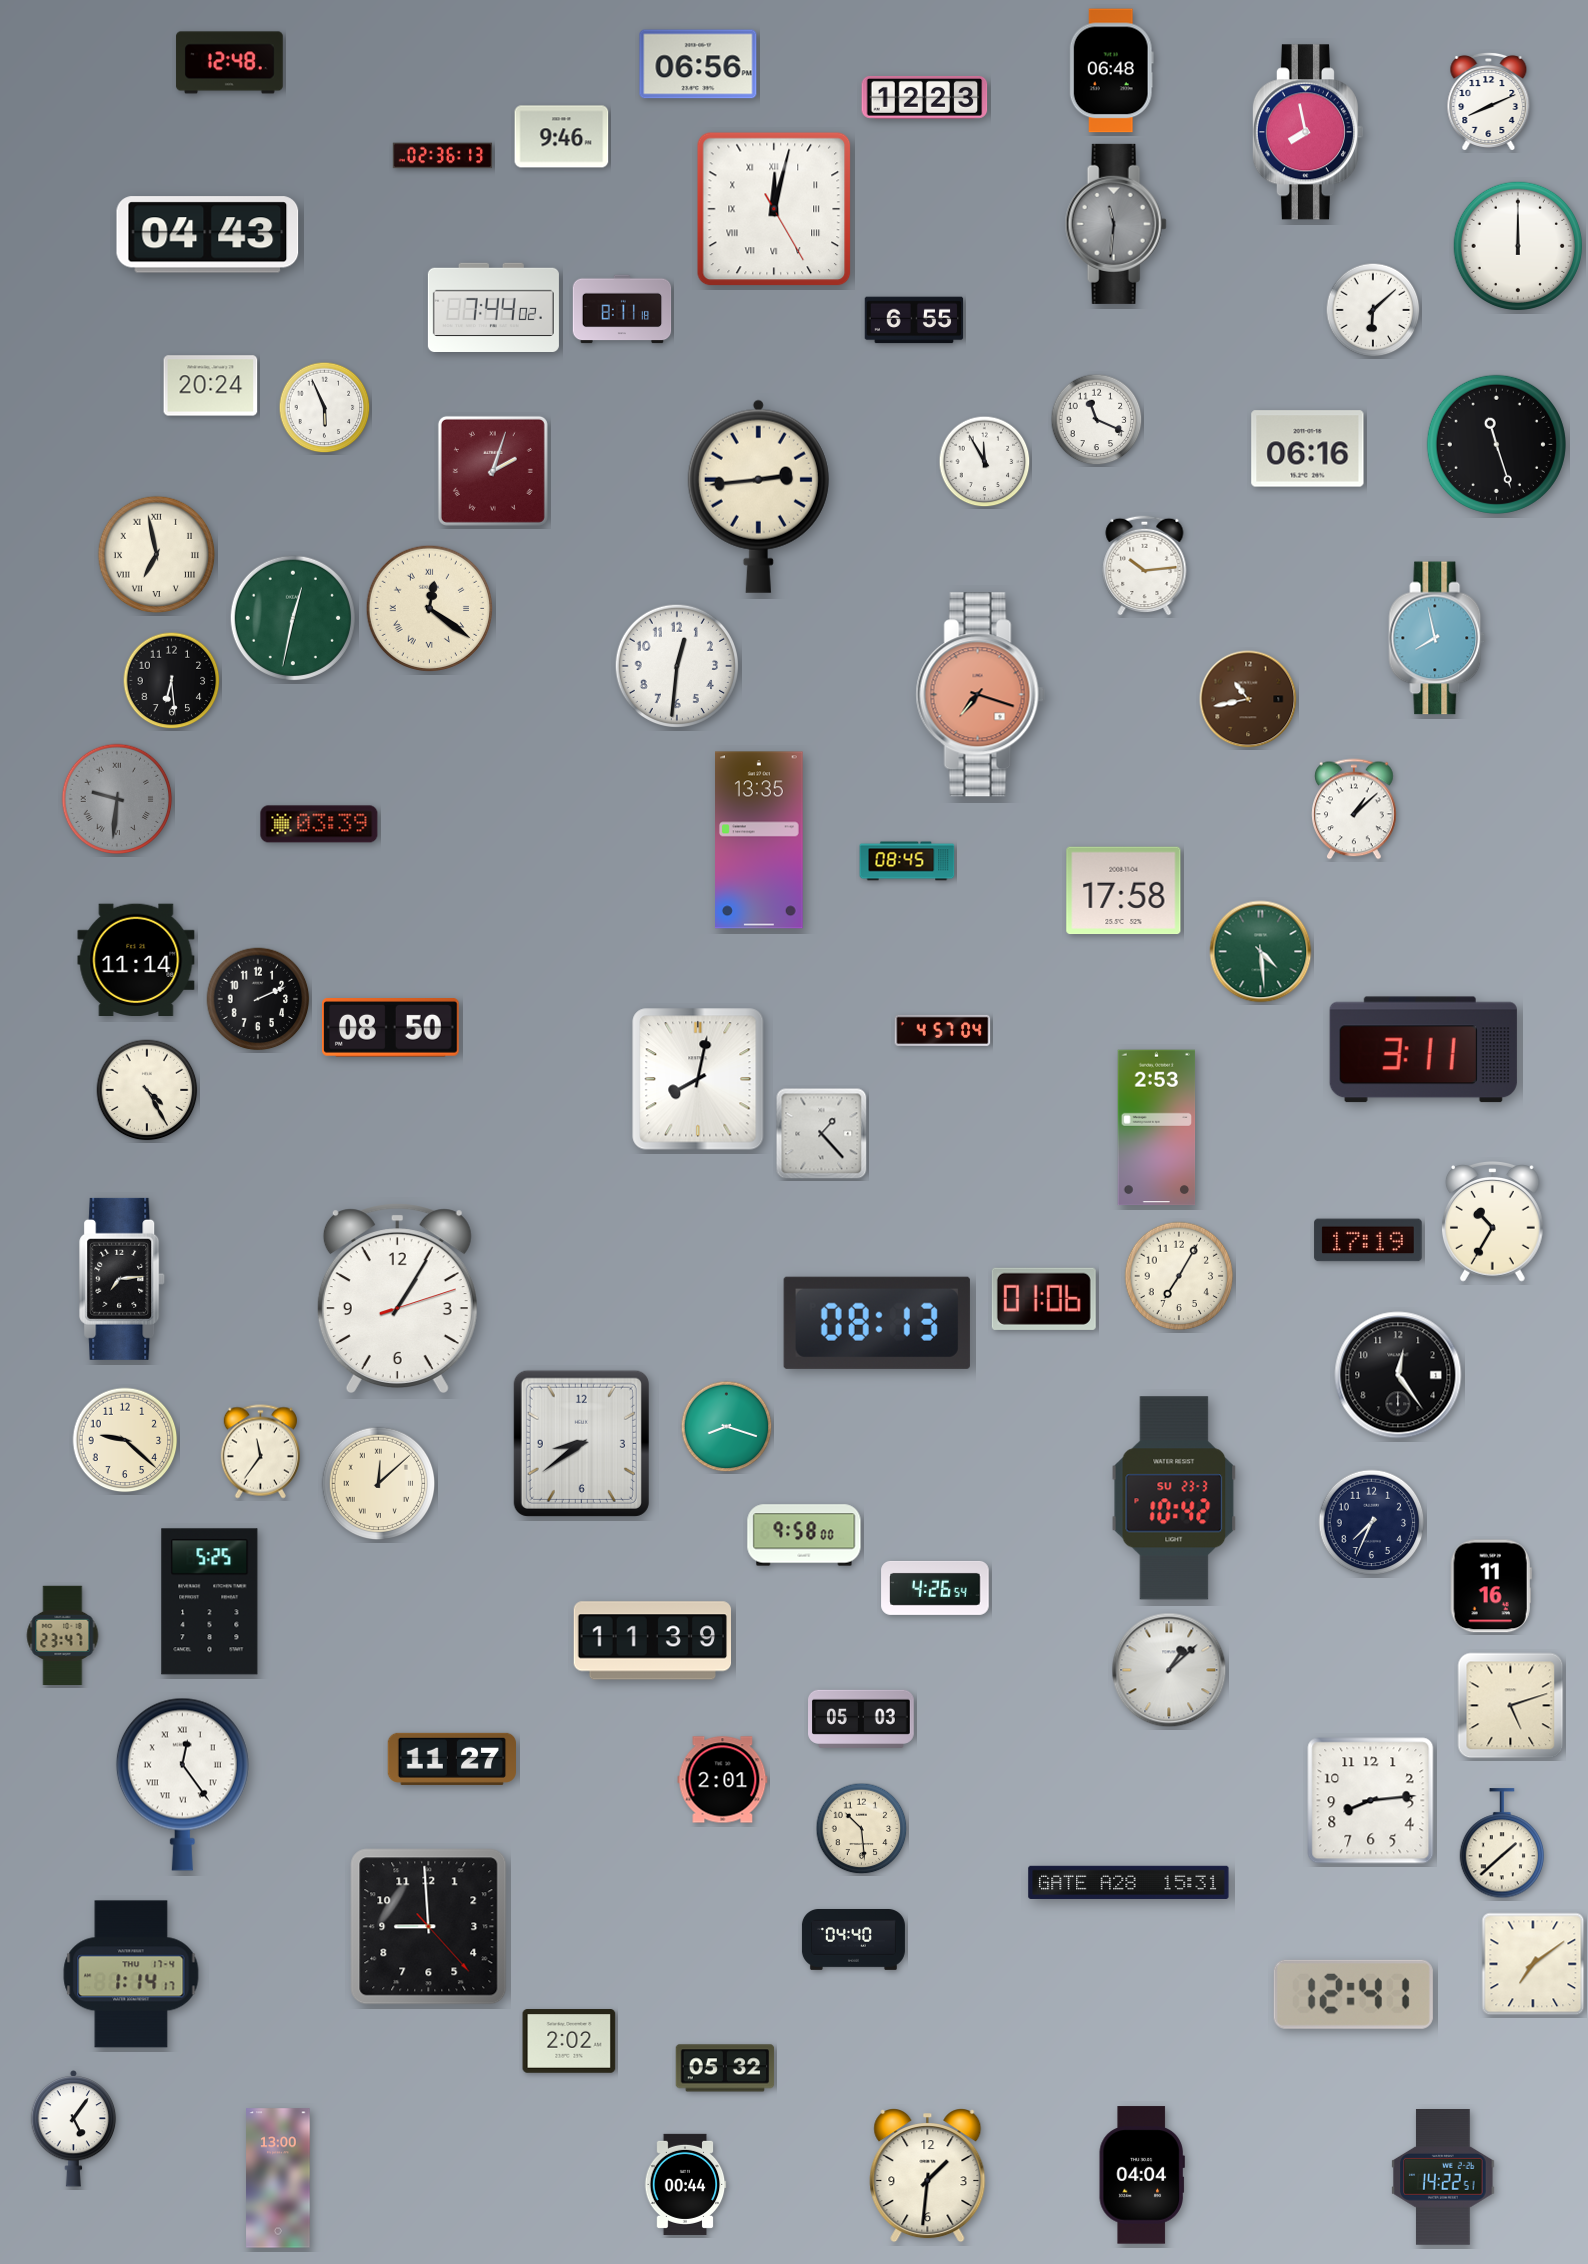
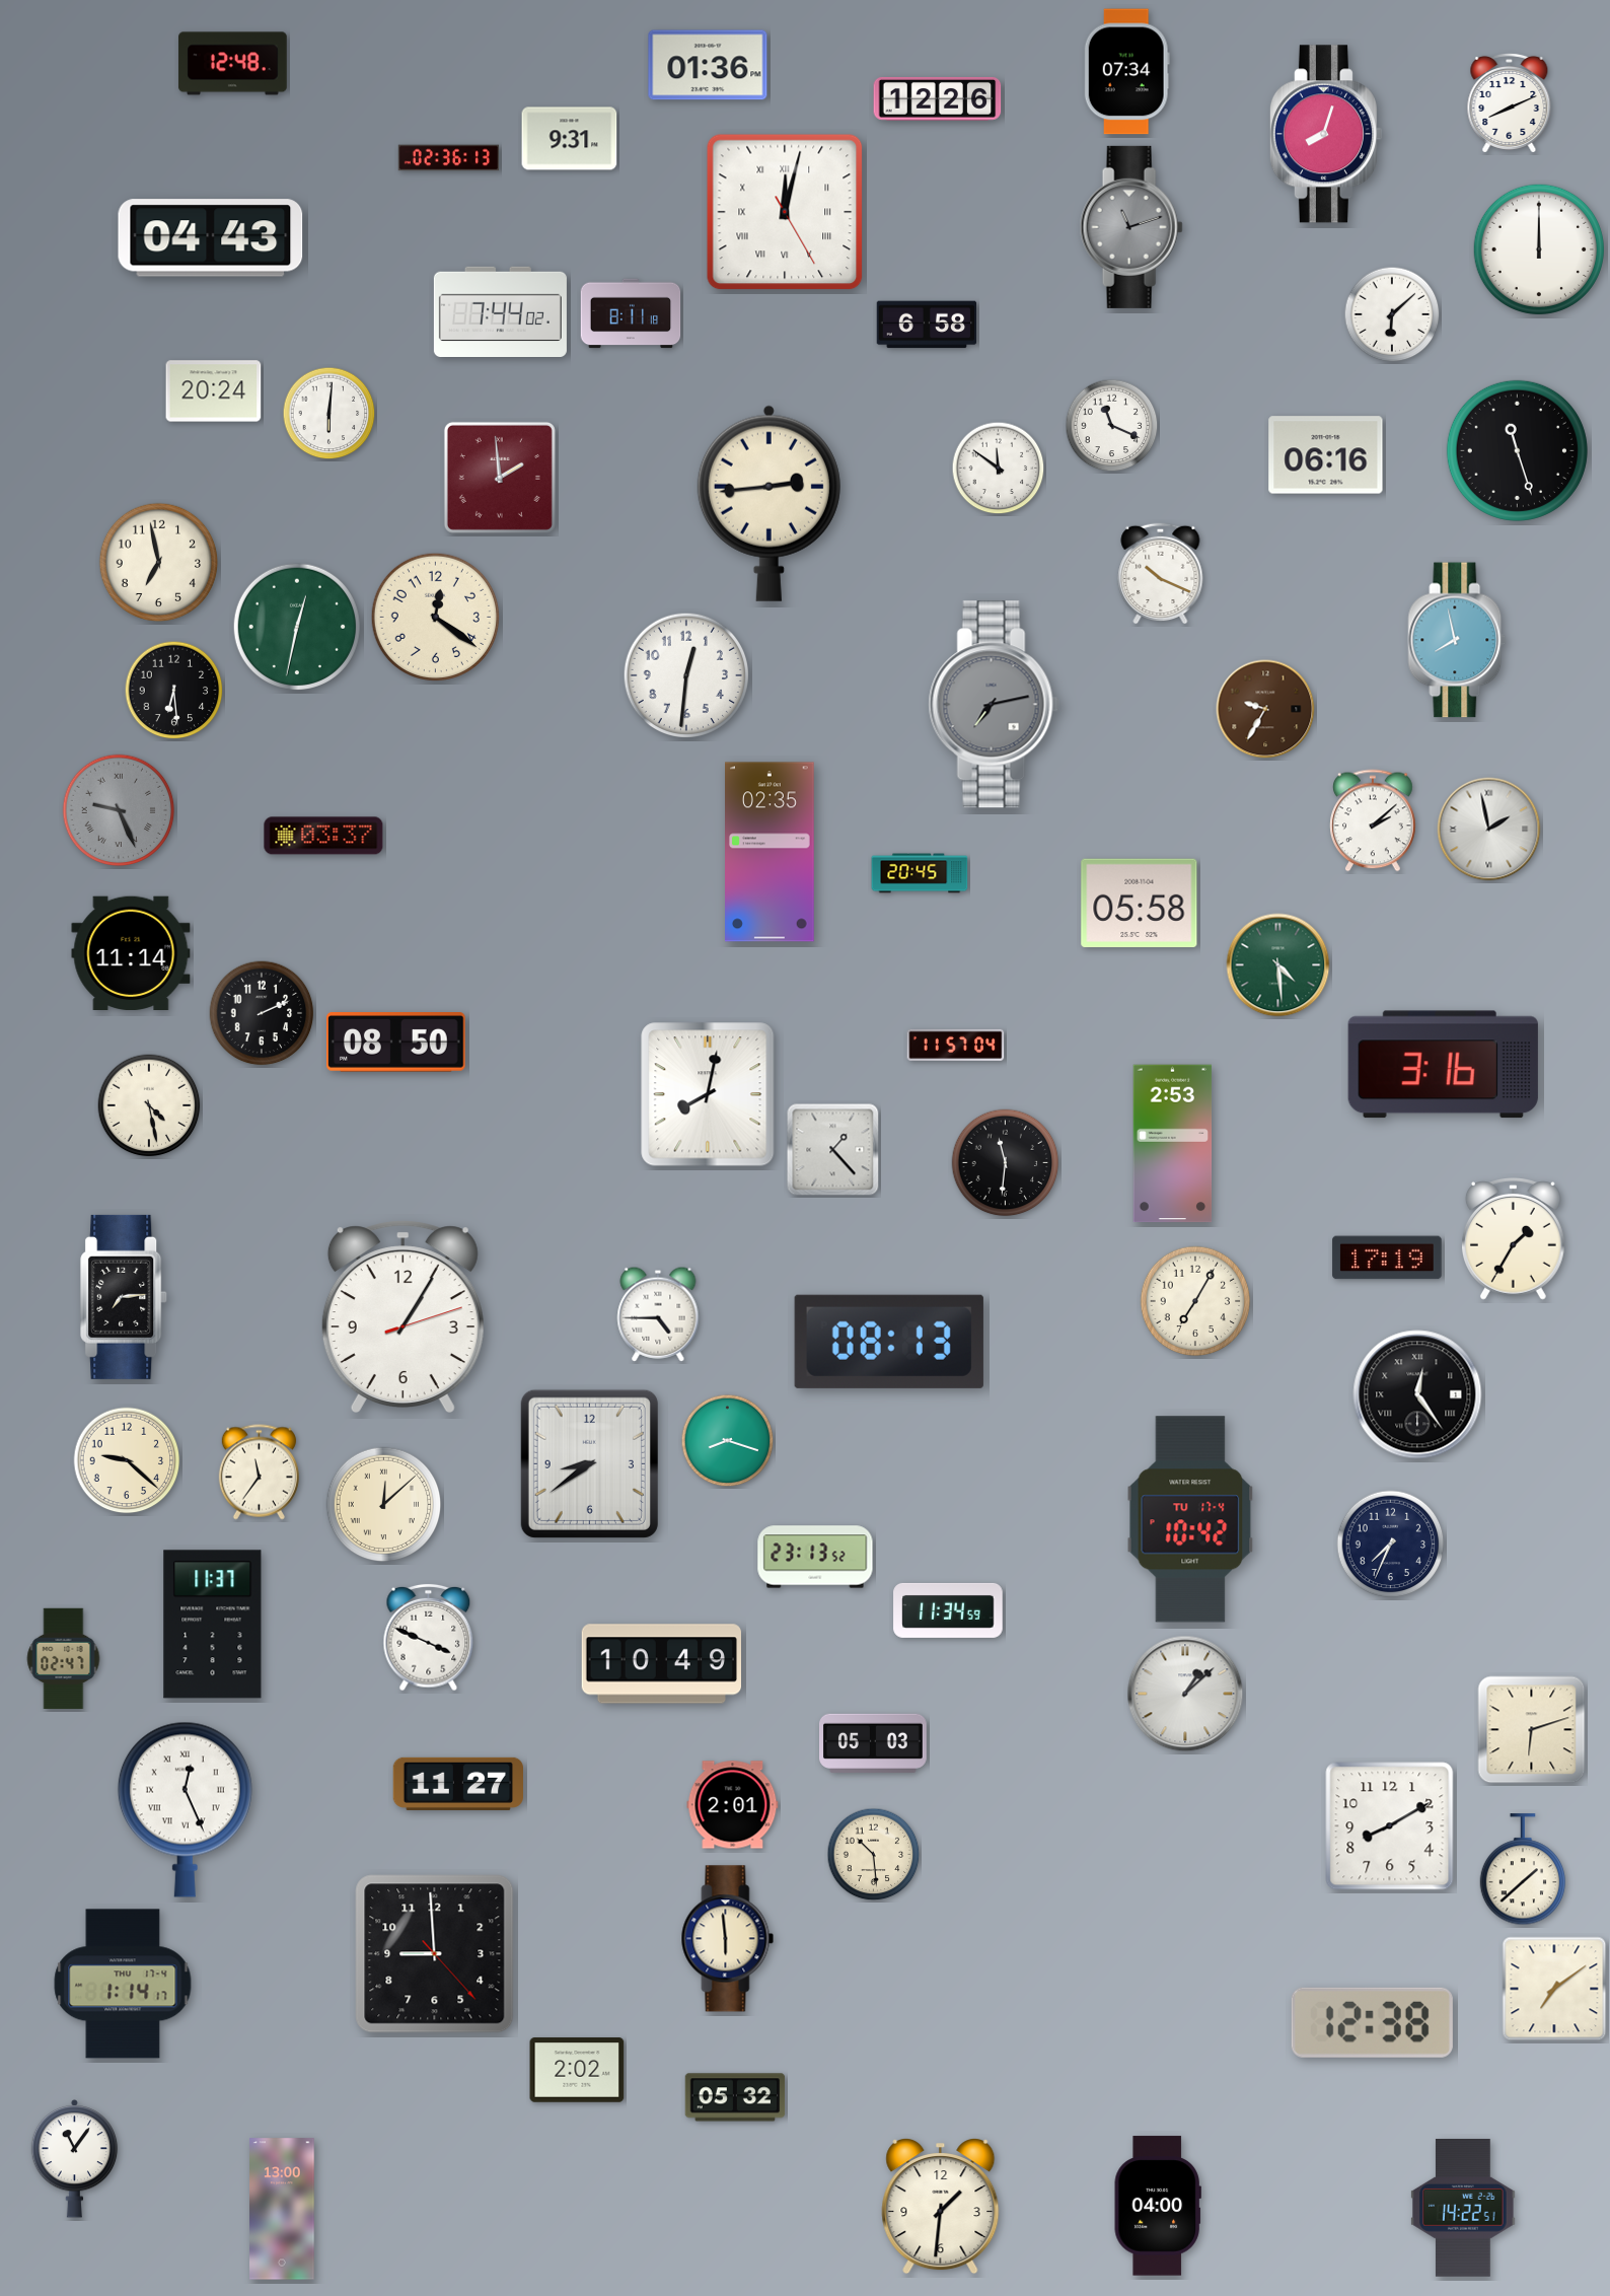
clock at (698, 64): 06:56 -> 01:36
clock at (1111, 71): 06:48 -> 07:34
clock at (925, 97): 12:23 -> 12:26
clock at (1307, 132): 7:58 -> 8:03
clock at (562, 137): 9:46 -> 9:31
clock at (1116, 224): 11:31 -> 11:12
clock at (914, 320): 6:55 -> 6:58
clock at (325, 408): 5:56 -> 6:01
clock at (985, 462): 11:55 -> 11:51
clock at (493, 471): 2:03 -> 1:59
clock at (157, 555) numerals: Roman -> Arabic
clock at (1145, 565): 10:14 -> 10:19
clock at (429, 608) numerals: Roman -> Arabic
clock at (1437, 638) position: (1437, 638) -> (1457, 640)
clock at (980, 695): 7:18 -> 7:13
clock at (980, 695) dial: salmon -> grey
clock at (1248, 699): 10:43 -> 9:35
clock at (117, 799): 9:31 -> 9:26
clock at (1354, 809): 1:08 -> 2:08
clock at (1489, 830): none -> 1:58
clock at (319, 824): 03:39 -> 03:37
clock at (760, 840): 13:35 -> 02:35
clock at (907, 861): 08:45 -> 20:45
clock at (1124, 891): 17:58 -> 05:58
clock at (136, 959) position: (136, 959) -> (131, 952)
clock at (943, 1030): 4:57 -> 11:57
clock at (1423, 1050): 3:11 -> 3:16
clock at (147, 1090): 4:25 -> 4:28
clock at (1006, 1163): none -> 11:31
clock at (1493, 1222): 10:35 -> 1:35
clock at (1179, 1276) position: (1179, 1276) -> (1195, 1301)
clock at (658, 1314): none -> 4:45
clock at (1044, 1299): 01:06 -> none
clock at (1398, 1375) numerals: Arabic -> Roman
clock at (727, 1427) position: (727, 1427) -> (728, 1441)
clock at (260, 1452) position: (260, 1452) -> (259, 1473)
clock at (1174, 1498) date: SU 23-3 -> TU 17-4
clock at (804, 1535): 9:58 -> 23:13
clock at (1491, 1586): 11:16 -> none
clock at (935, 1588): 4:26 -> 11:34
clock at (210, 1602): 5:25 -> 11:37
clock at (429, 1638): none -> 3:49
clock at (63, 1636): 23:47 -> 02:47
clock at (652, 1641): 11:39 -> 10:49
clock at (1511, 1706): 5:12 -> 6:12
clock at (182, 1784): 12:24 -> 12:26
clock at (1371, 1801): 8:14 -> 8:10
clock at (1129, 1882): 15:31 -> none
clock at (728, 1939): none -> 5:59
clock at (853, 1940): 04:40 -> none
clock at (1533, 1964) position: (1533, 1964) -> (1554, 1989)
clock at (131, 1974) position: (131, 1974) -> (123, 1984)
clock at (1353, 1994): 12:41 -> 12:38
clock at (74, 2128): 5:06 -> 11:06
clock at (1142, 2175): 04:04 -> 04:00
clock at (685, 2184): 00:44 -> none
